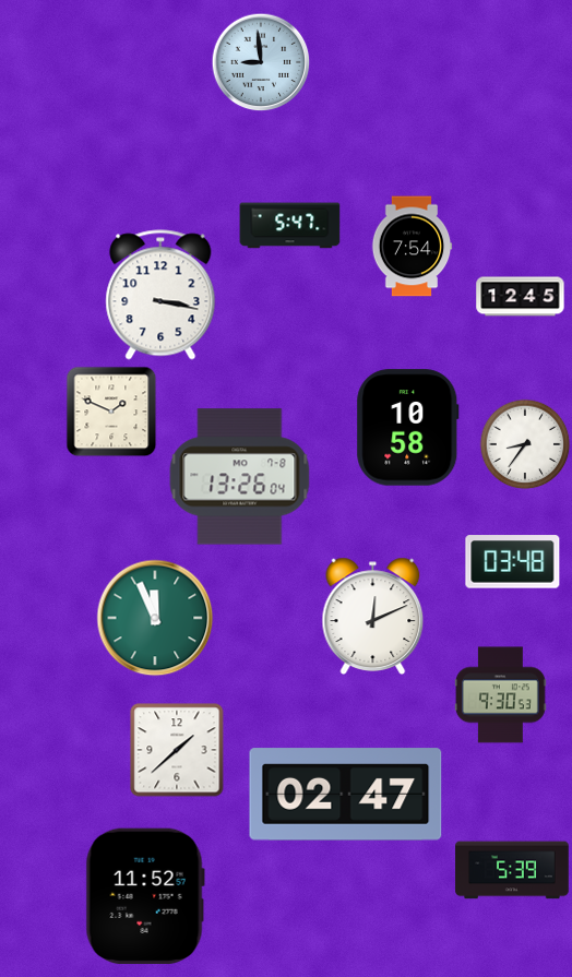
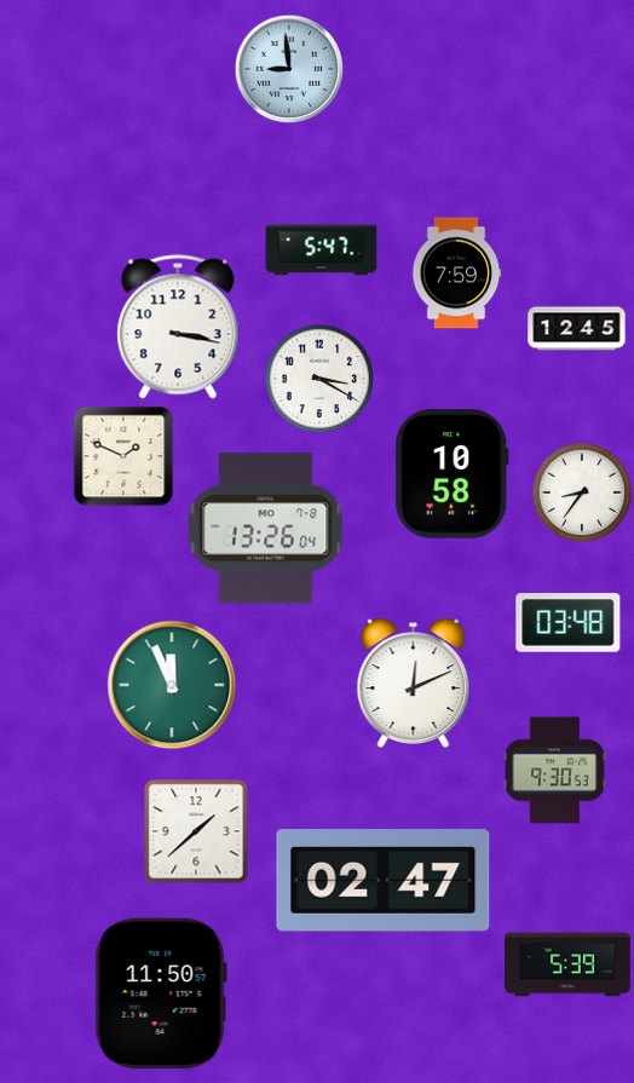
clock at (412, 247): 7:54 -> 7:59
clock at (319, 379): none -> 3:20
clock at (145, 895): 11:52 -> 11:50
